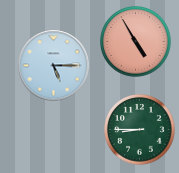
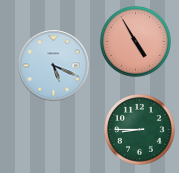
clock at (54, 66): 5:15 -> 5:19
